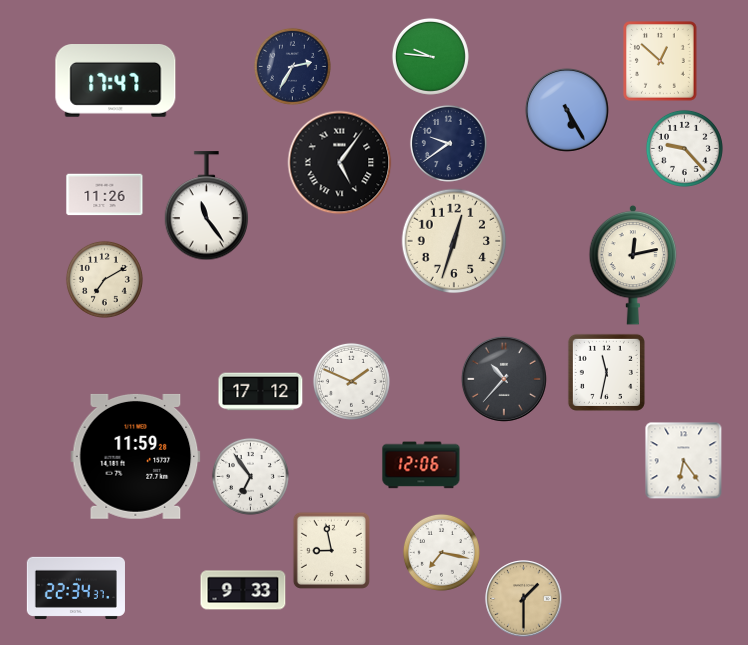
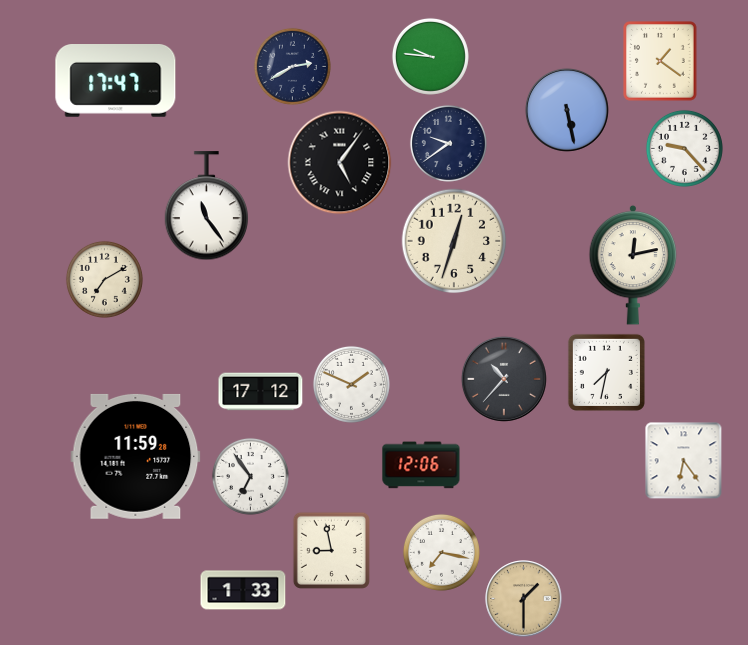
clock at (661, 62): 12:52 -> 1:21
clock at (292, 66): 2:35 -> 2:40
clock at (567, 110): 5:25 -> 5:28
clock at (105, 195): 11:26 -> none
clock at (606, 372): 11:32 -> 7:32
clock at (351, 381) position: (351, 381) -> (351, 384)
clock at (76, 588): 22:34 -> none
clock at (243, 590): 9:33 -> 1:33
